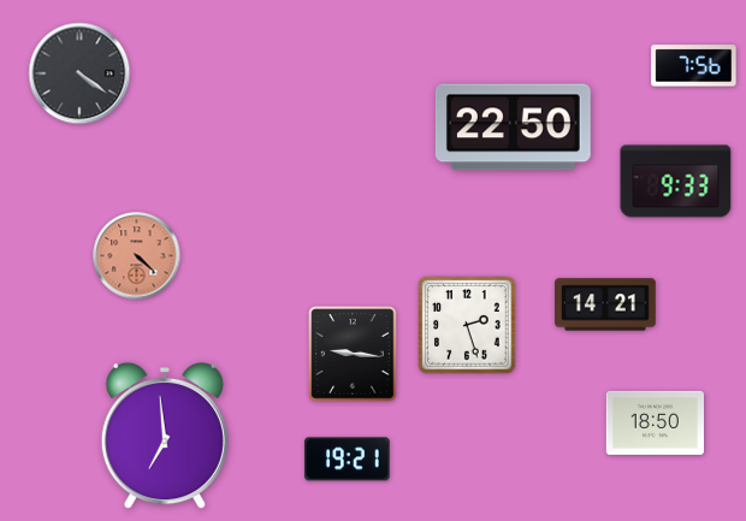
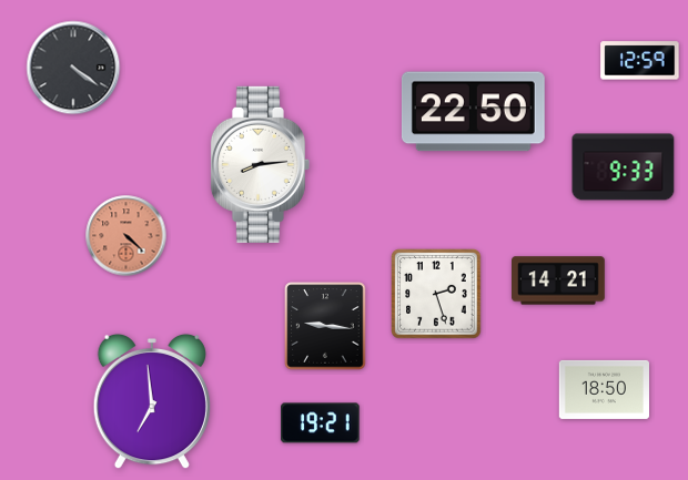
clock at (694, 66): 7:56 -> 12:59
clock at (513, 128) position: (513, 128) -> (473, 112)
clock at (260, 164): none -> 8:14
clock at (467, 325) position: (467, 325) -> (436, 294)
